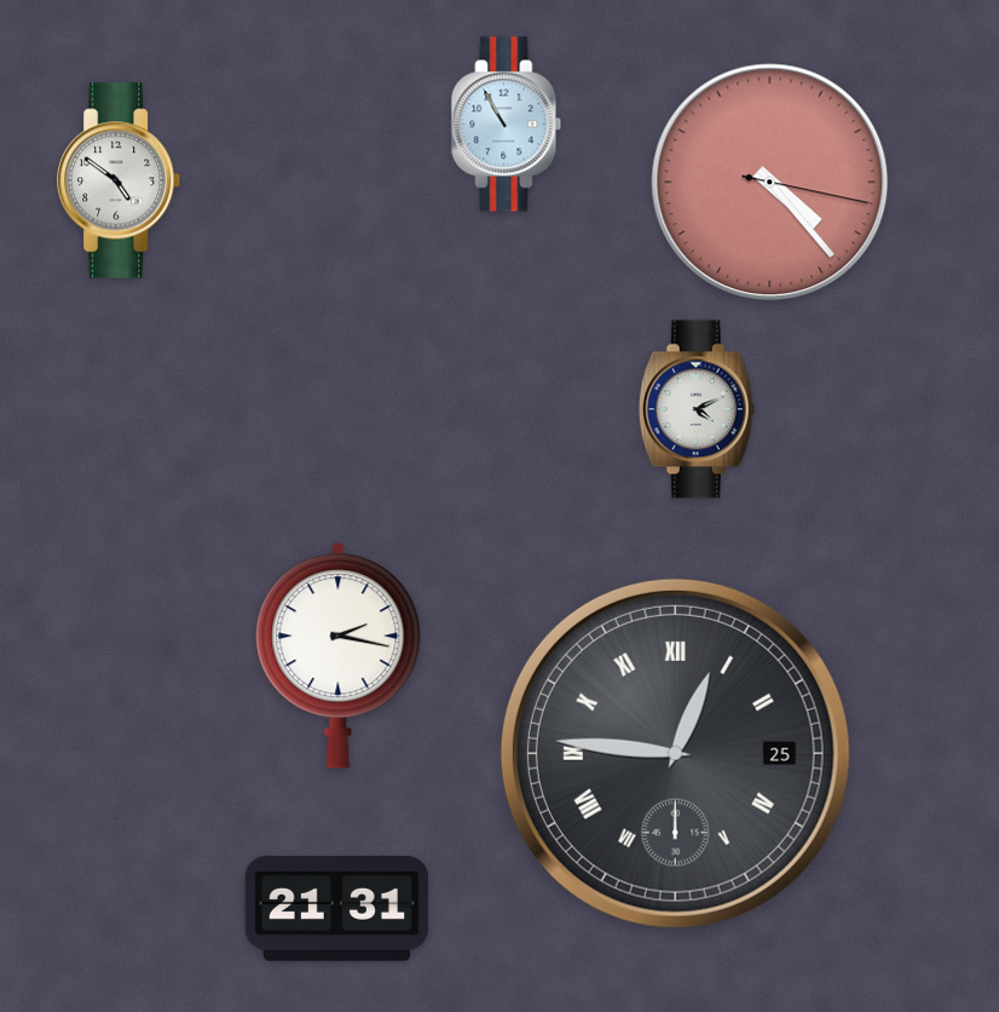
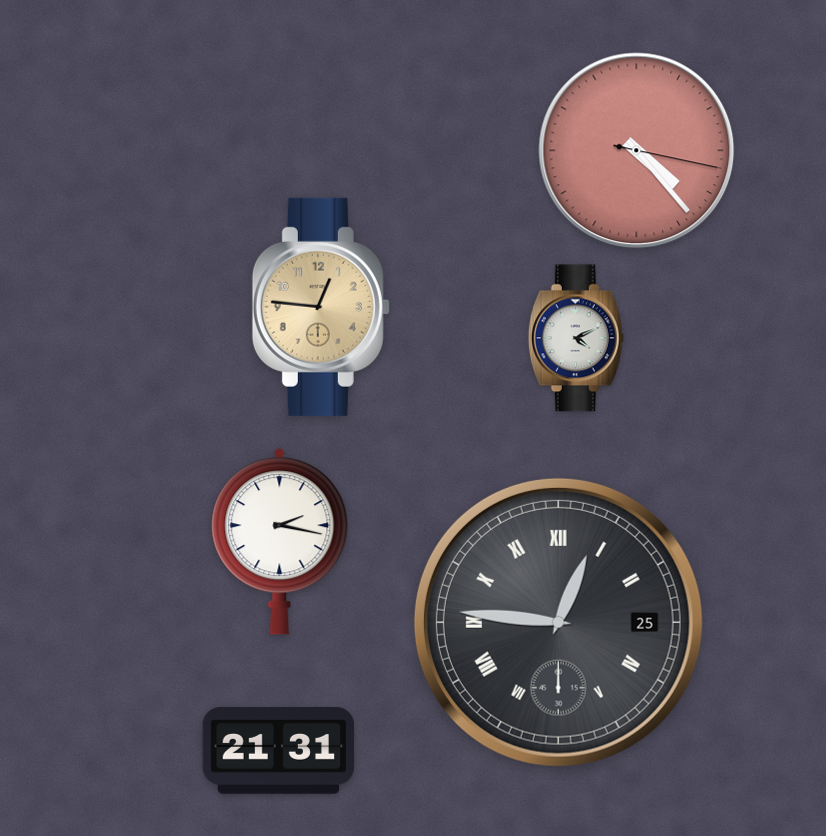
clock at (507, 125): 10:55 -> none
clock at (120, 180): 4:51 -> none
clock at (321, 307): none -> 12:46
